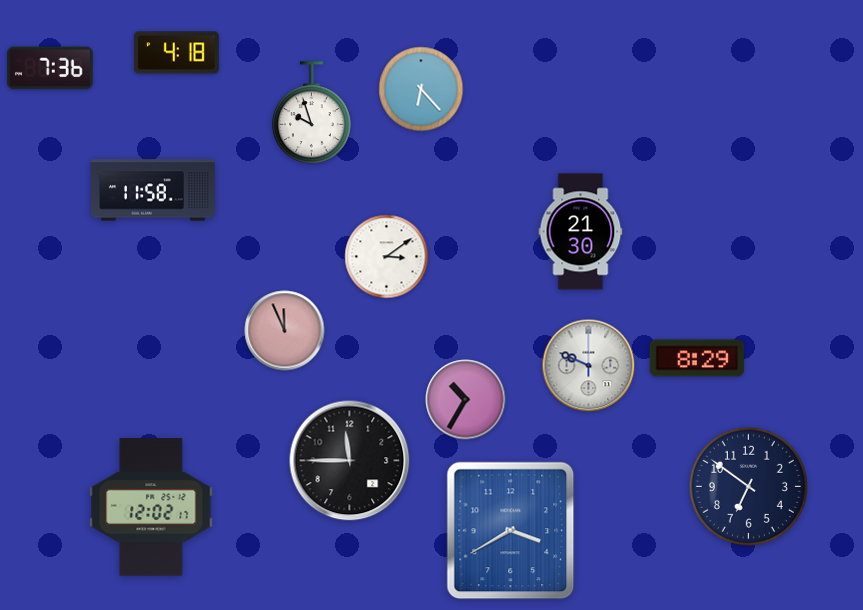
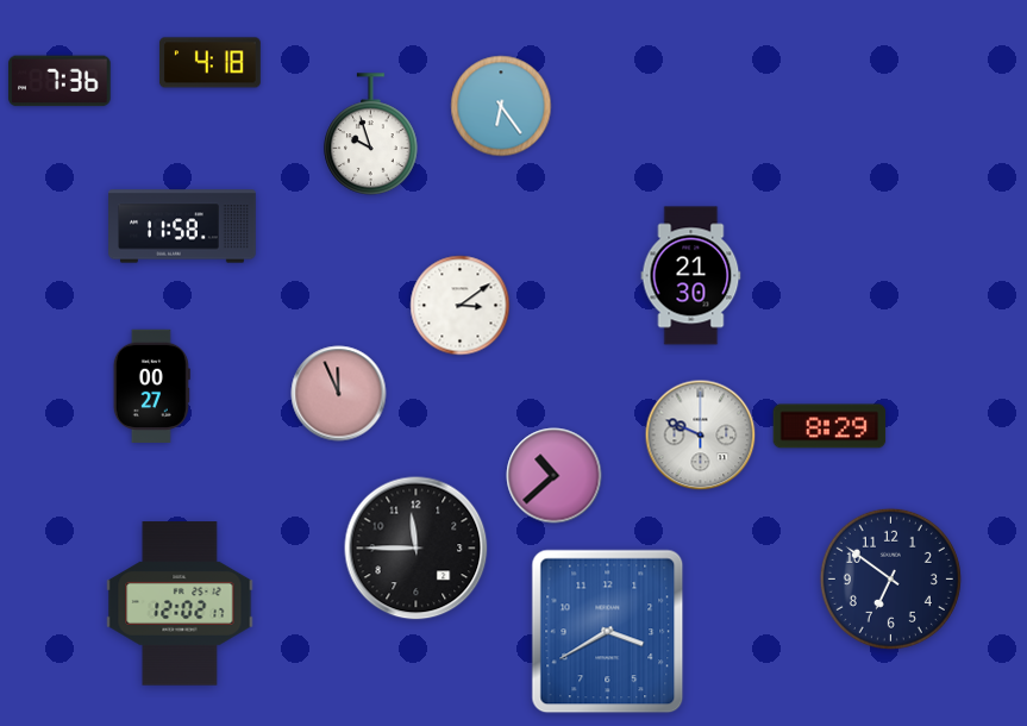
clock at (421, 89): 6:23 -> 6:24
clock at (151, 386): none -> 00:27
clock at (466, 400): 10:35 -> 10:38
